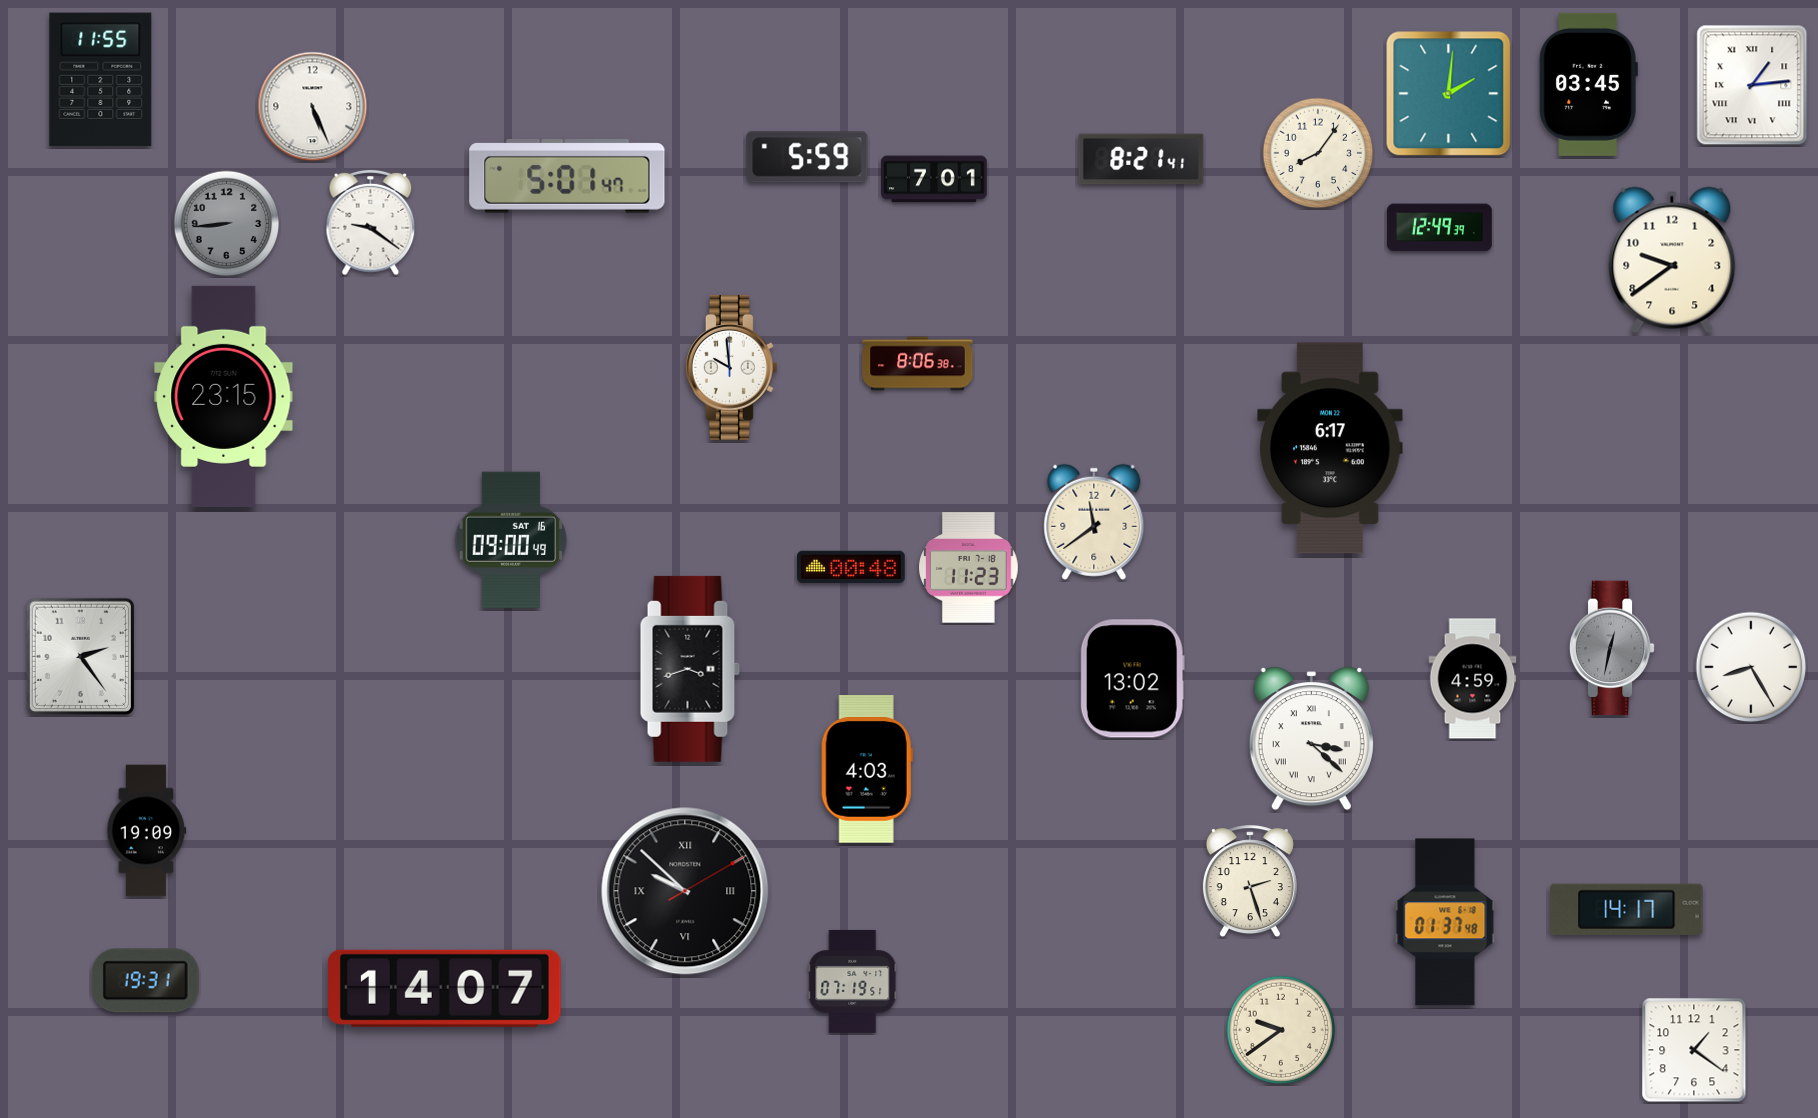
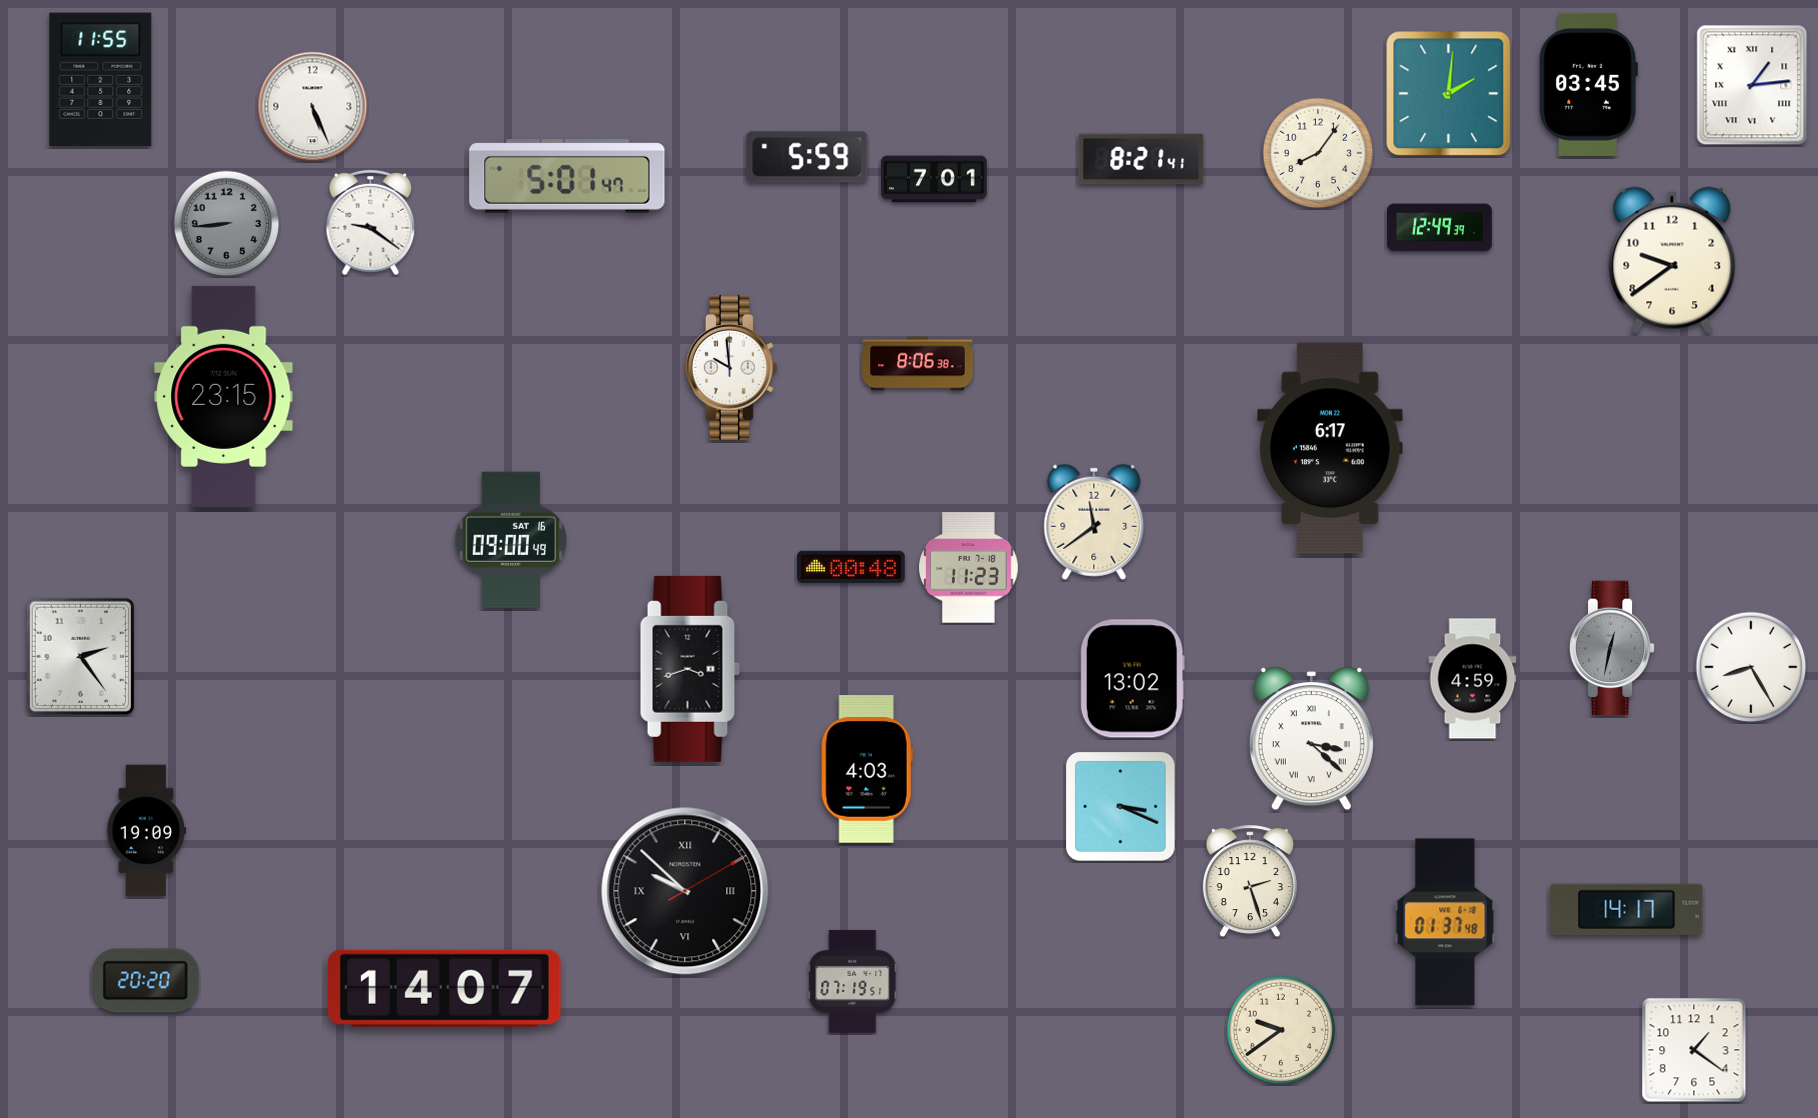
clock at (1121, 807): none -> 3:19
clock at (145, 981): 19:31 -> 20:20
